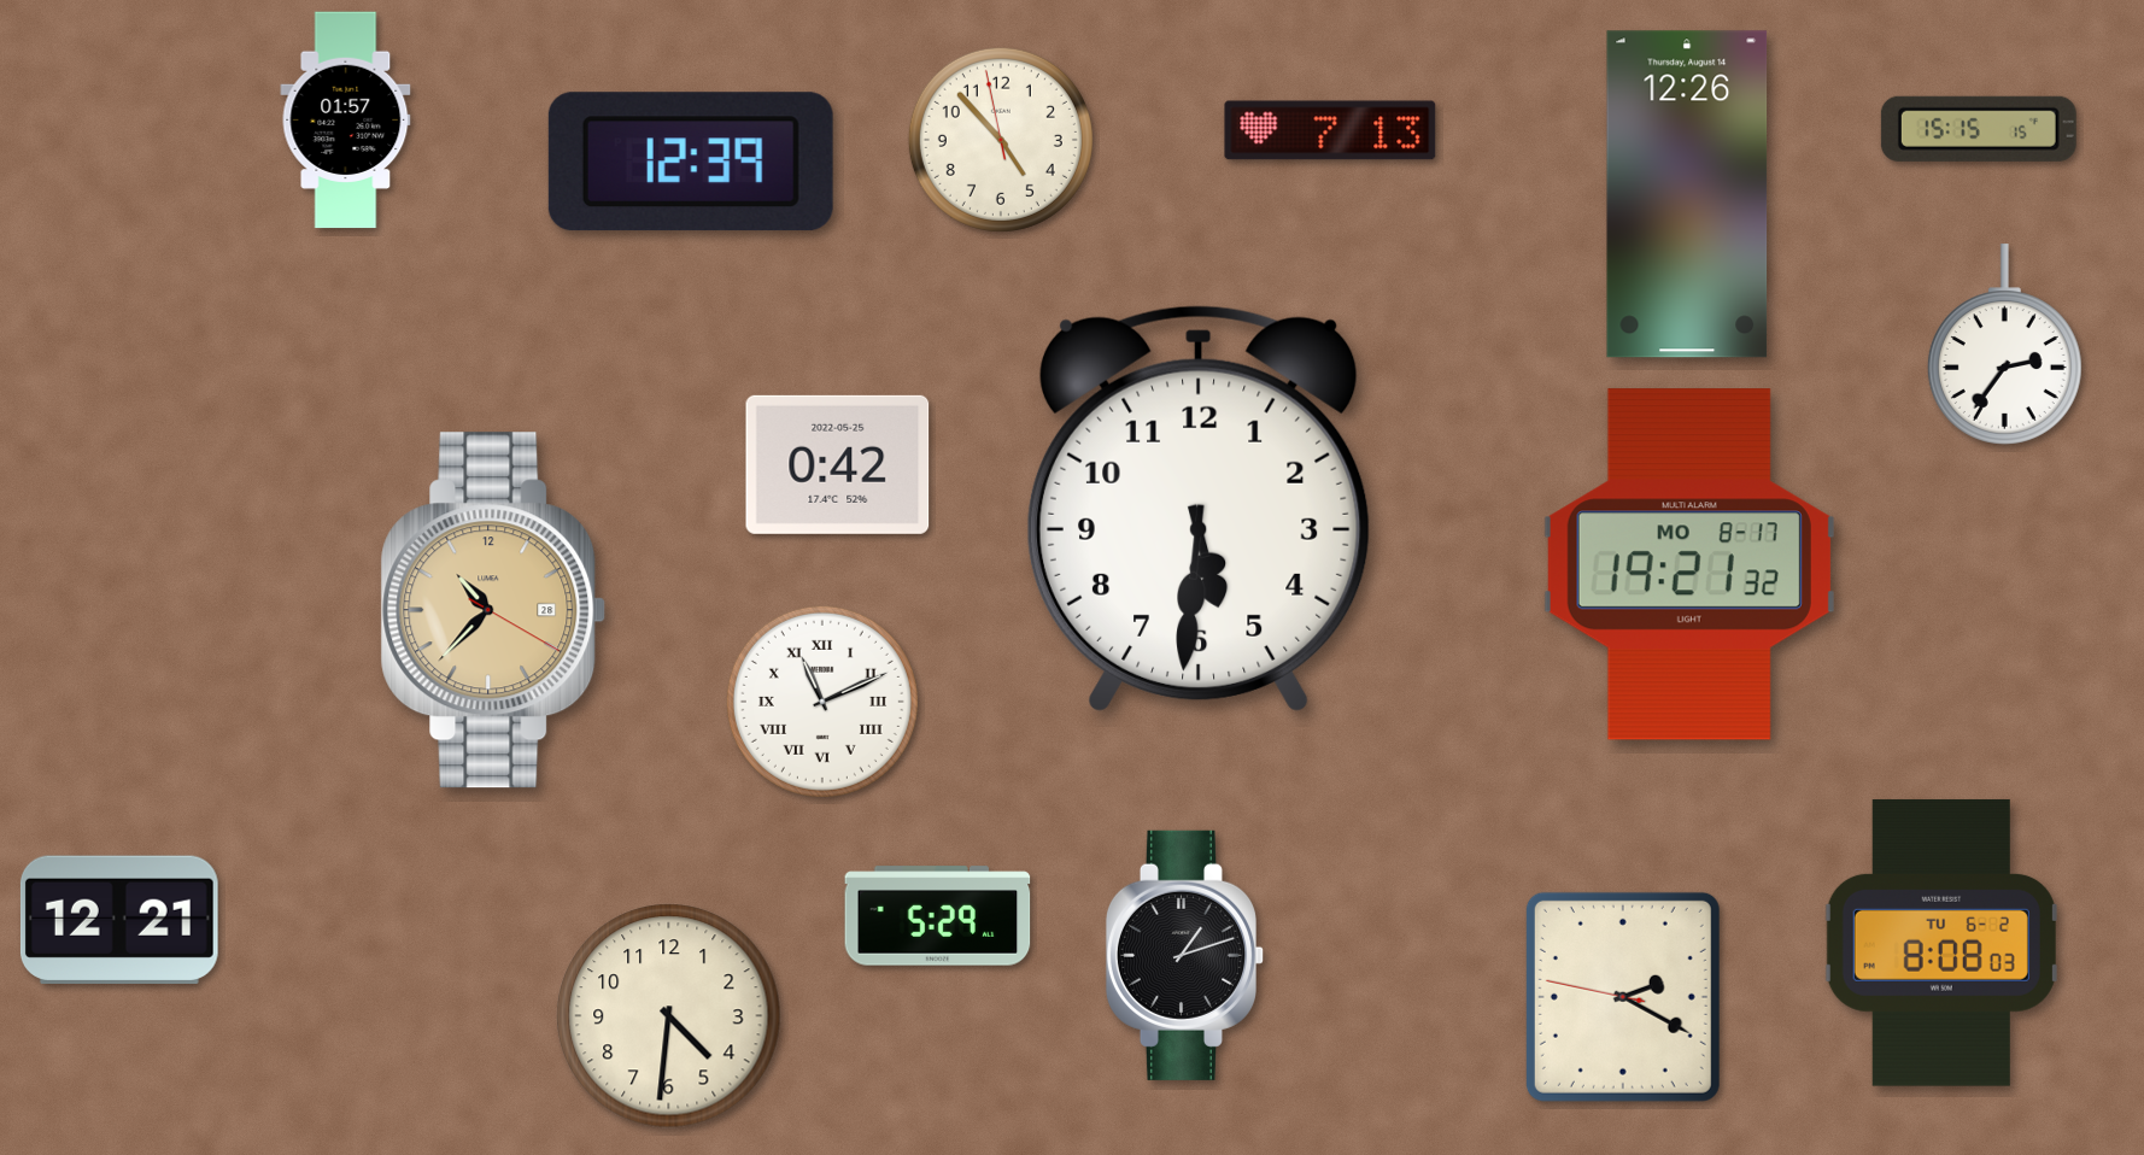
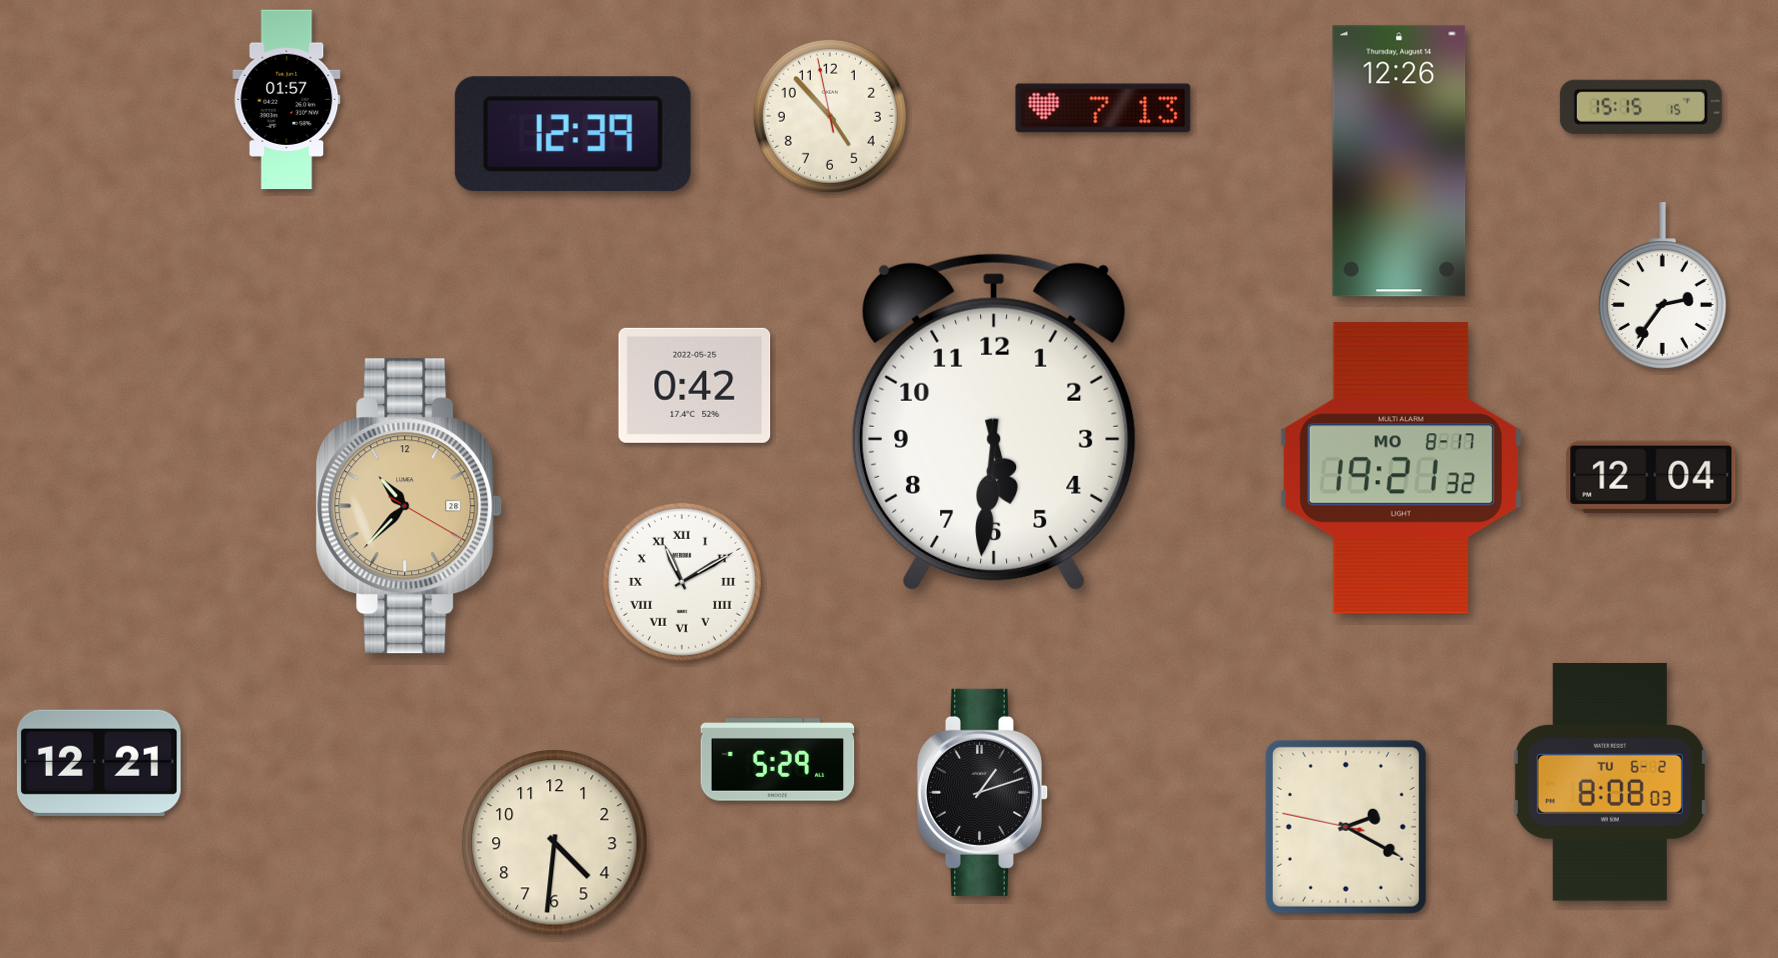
clock at (1651, 477): none -> 12:04
clock at (822, 702): 11:11 -> 11:10
